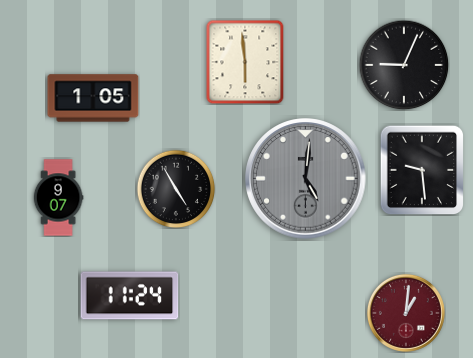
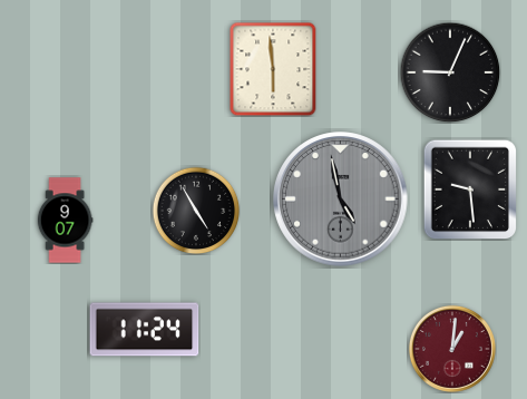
clock at (93, 98): 1:05 -> none
clock at (306, 179): 5:01 -> 4:58
